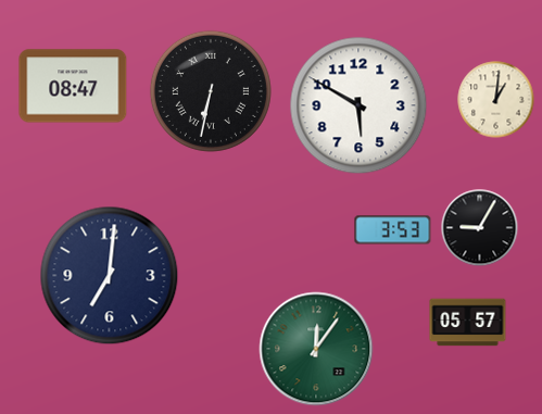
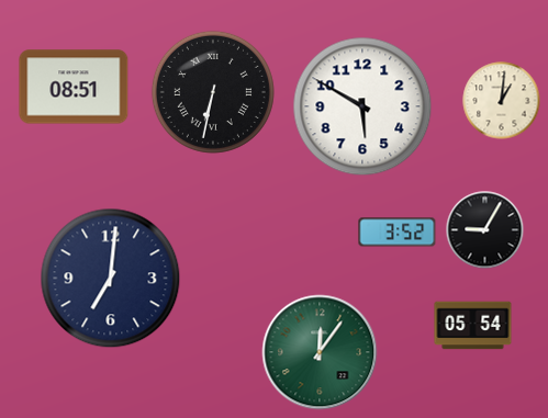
clock at (73, 86): 08:47 -> 08:51
clock at (393, 230): 3:53 -> 3:52
clock at (468, 323): 05:57 -> 05:54
